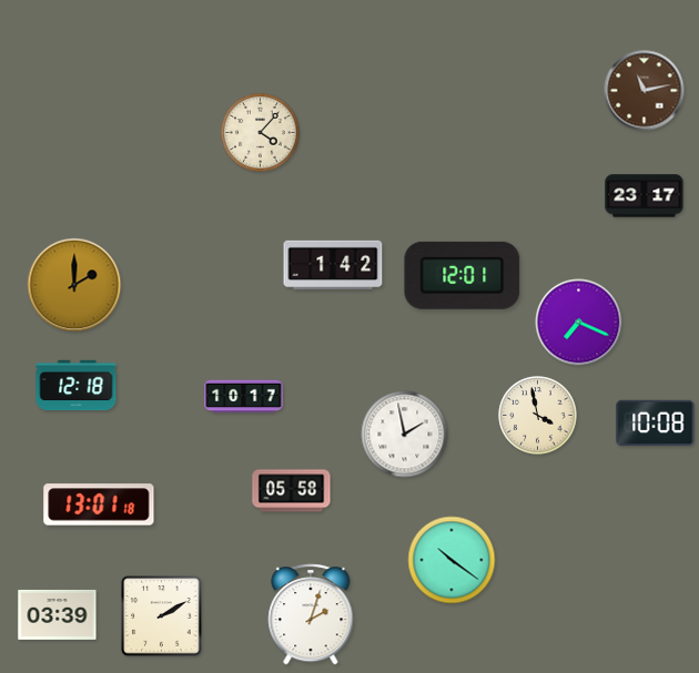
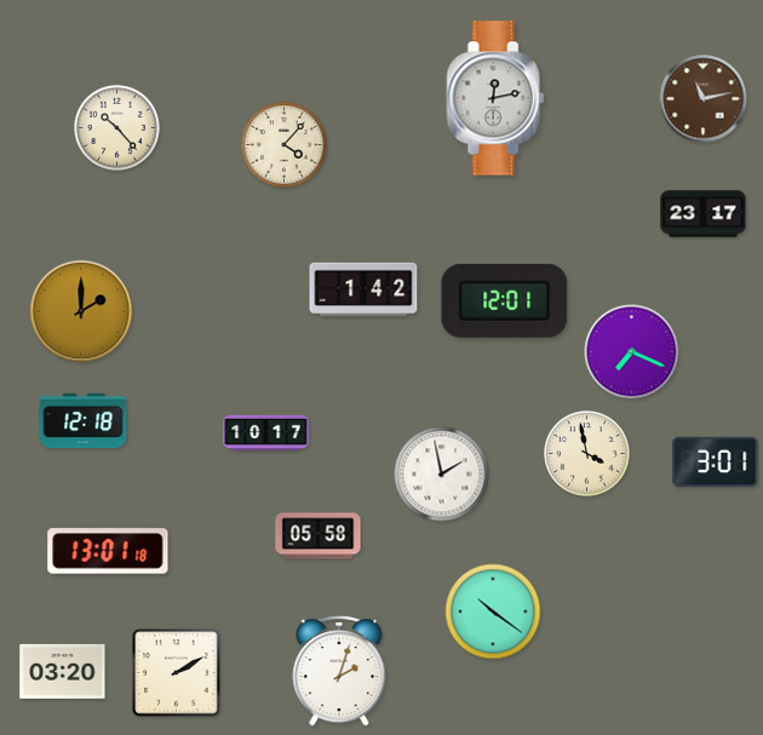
clock at (495, 98): none -> 12:13
clock at (117, 128): none -> 10:23
clock at (656, 424): 10:08 -> 3:01
clock at (58, 614): 03:39 -> 03:20
